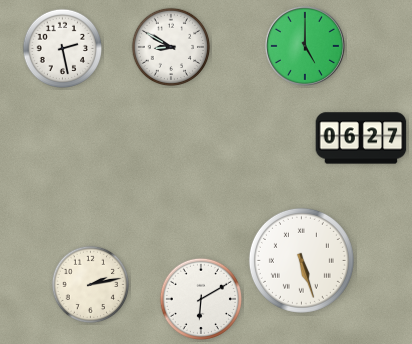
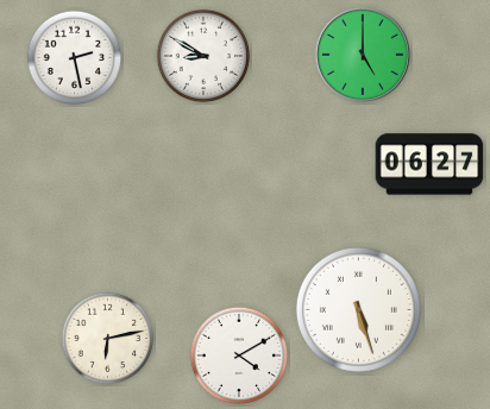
clock at (91, 285): 2:13 -> 6:13
clock at (200, 298): 6:10 -> 4:10
